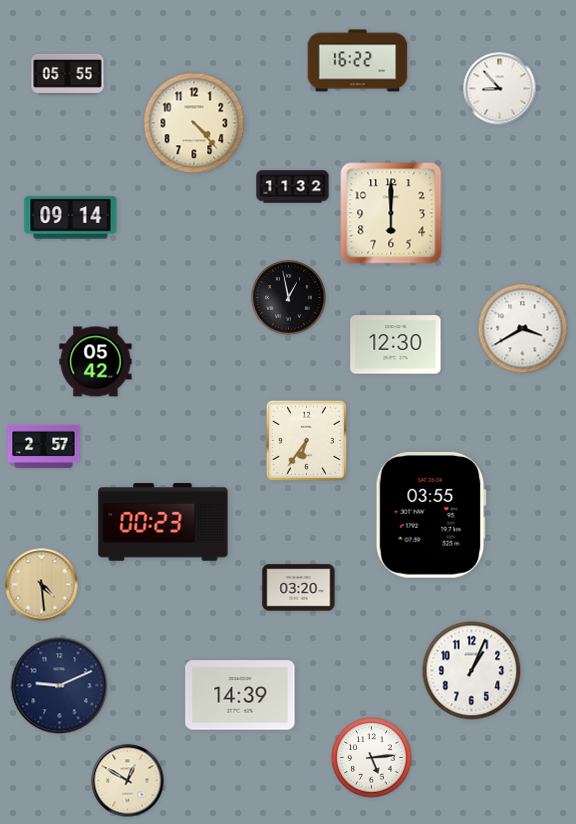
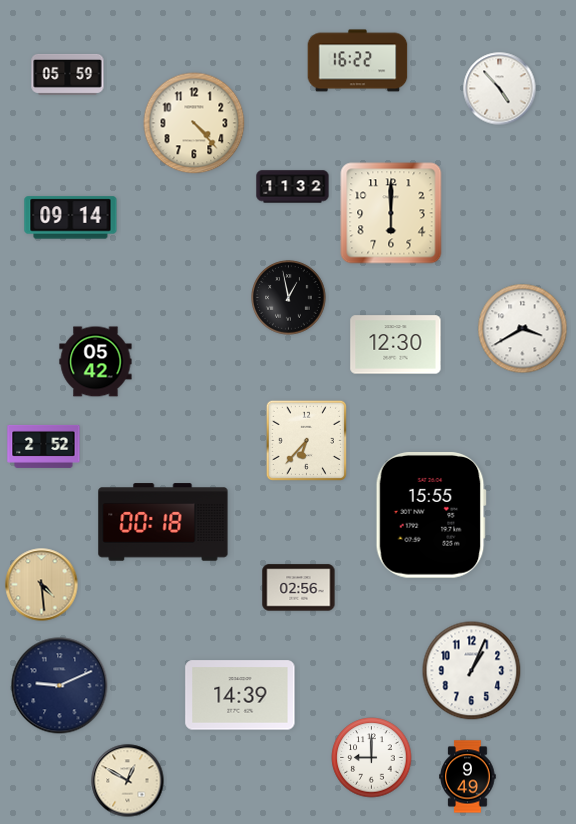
clock at (68, 74): 05:55 -> 05:59
clock at (500, 89): 8:53 -> 4:53
clock at (306, 440): 6:36 -> 6:37
clock at (44, 446): 2:57 -> 2:52
clock at (431, 516): 03:55 -> 15:55
clock at (163, 522): 00:23 -> 00:18
clock at (299, 588): 03:20 -> 02:56
clock at (372, 758): 5:14 -> 9:00
clock at (468, 777): none -> 9:49
